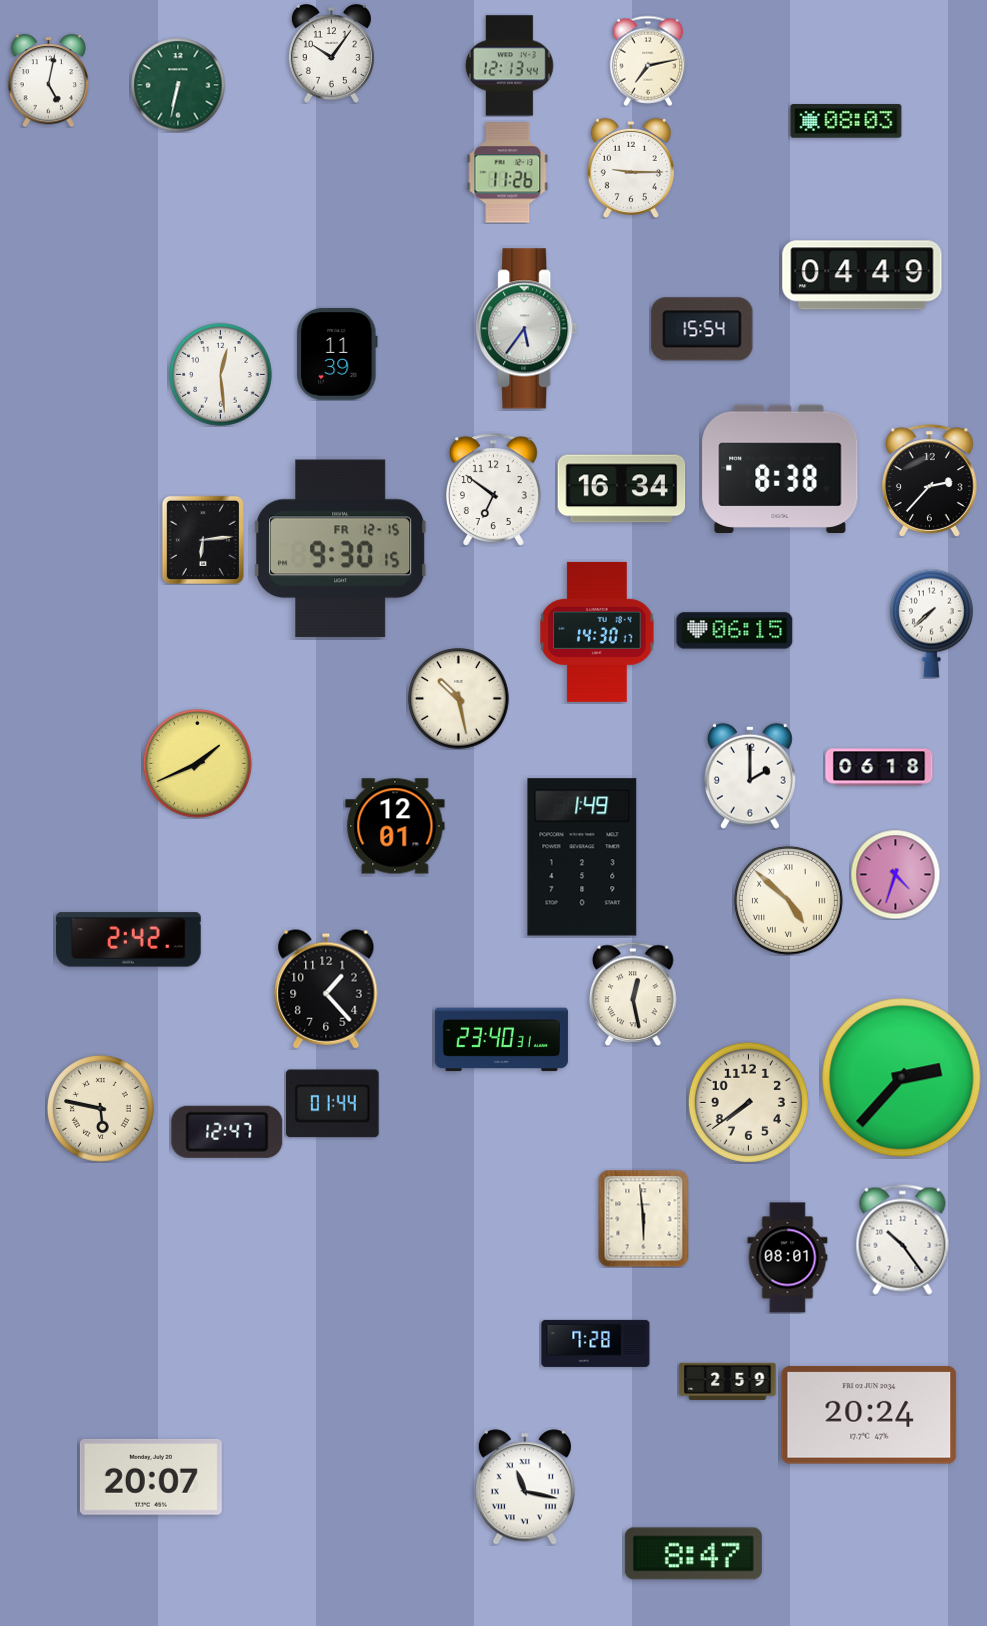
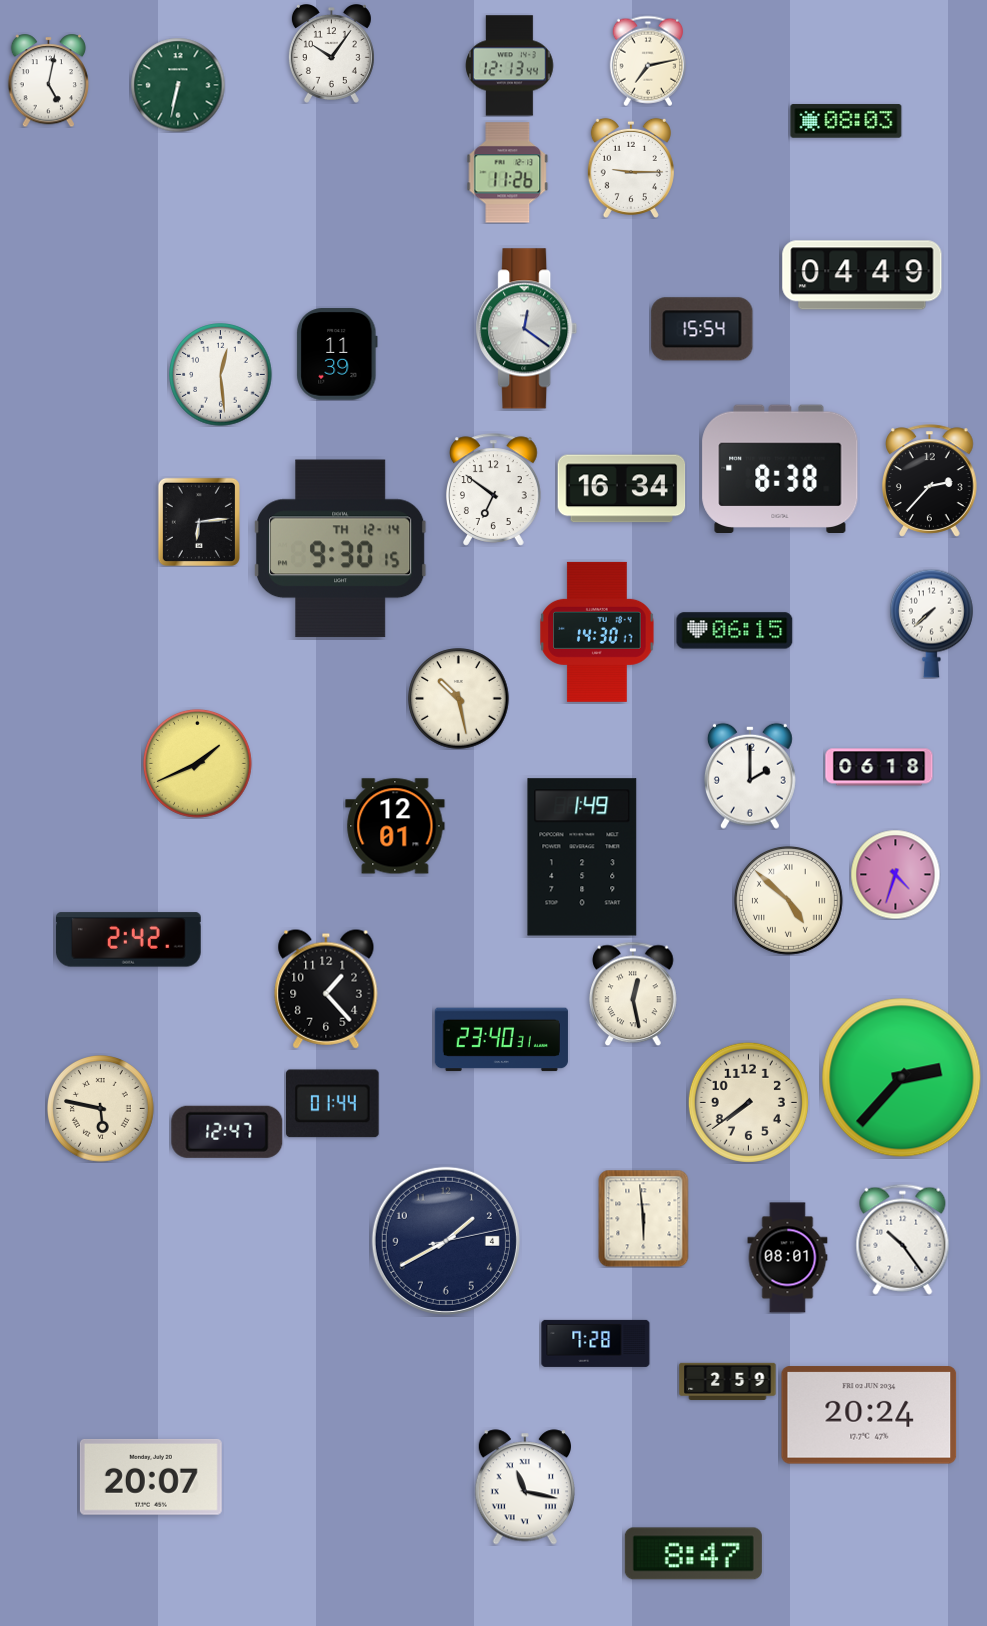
clock at (527, 329): 5:36 -> 12:21
clock at (203, 540) position: (203, 540) -> (199, 522)
clock at (340, 549) date: FR 12-15 -> TH 12-14
clock at (446, 1241): none -> 1:40
